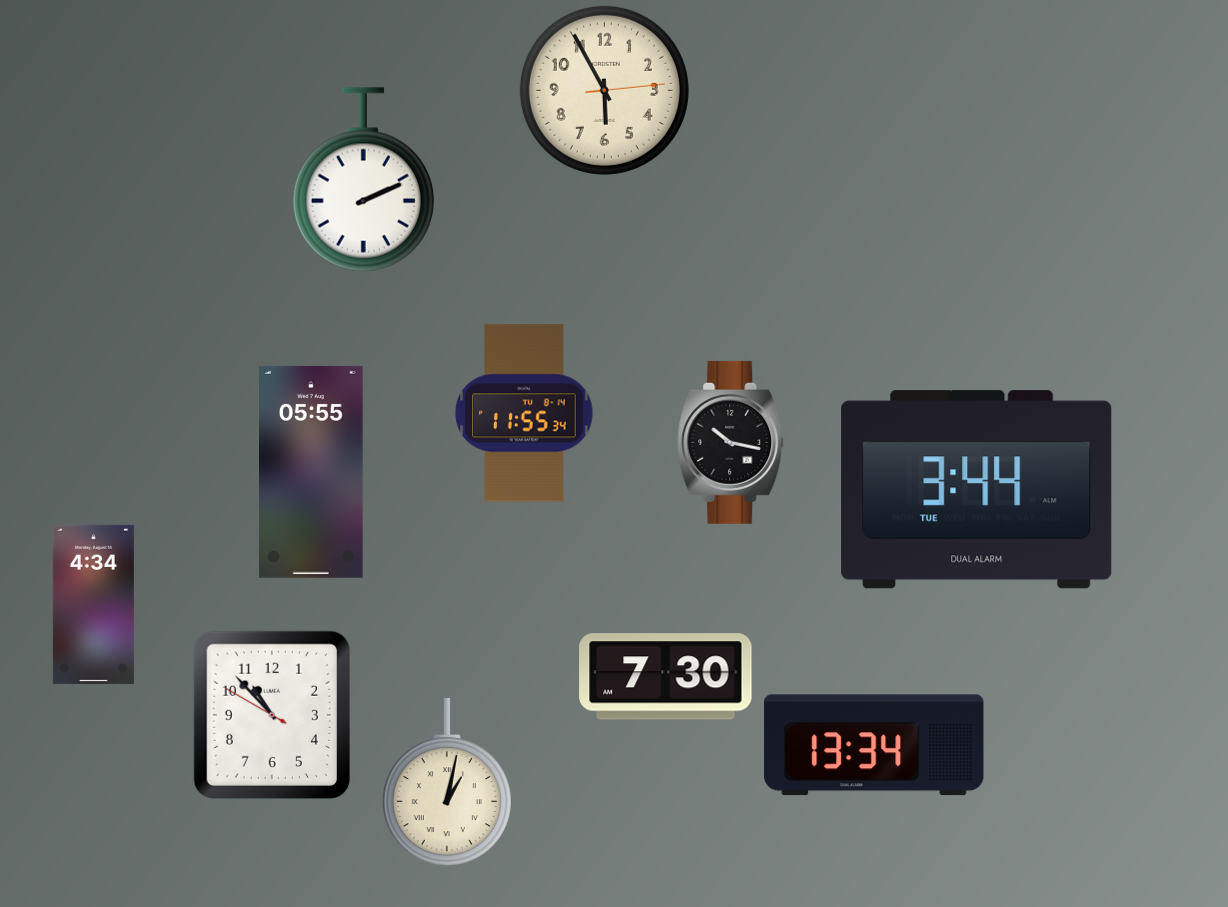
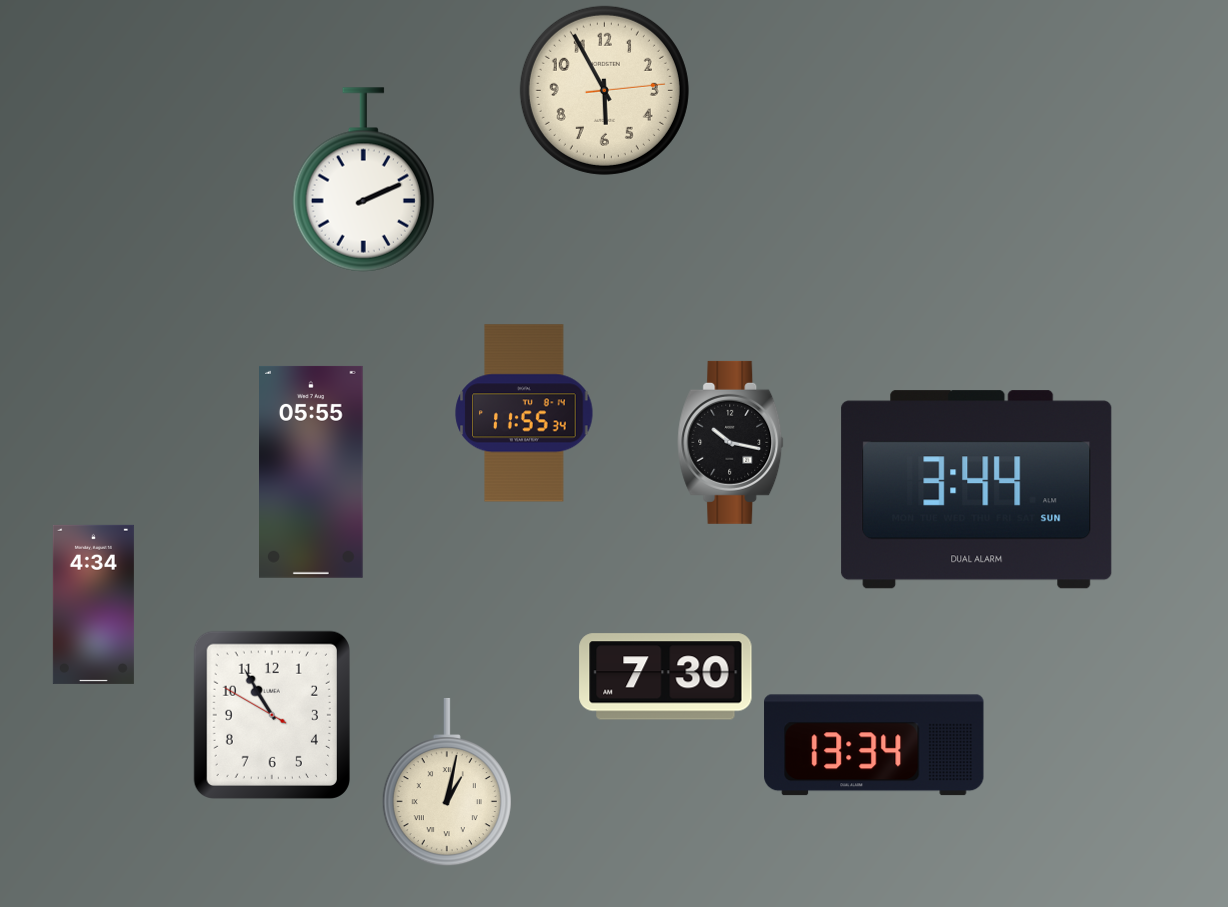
clock at (977, 490) date: TUE -> SUN
clock at (272, 715): 10:52 -> 10:54
